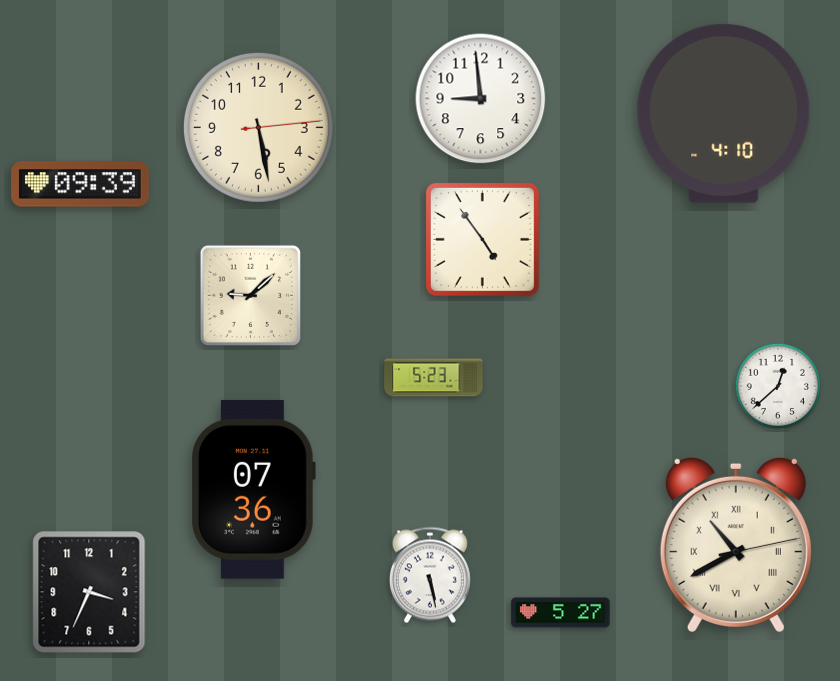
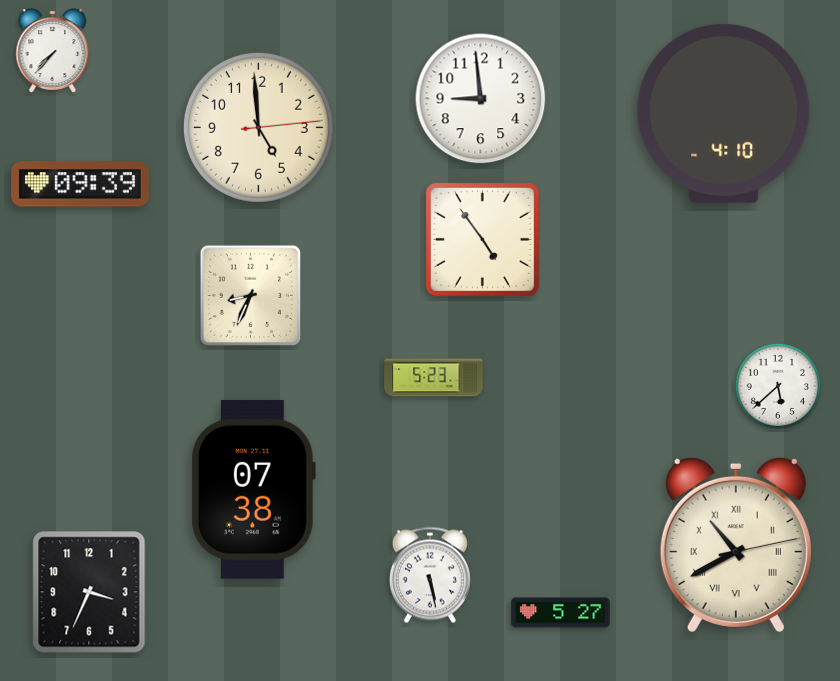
clock at (53, 50): none -> 7:37
clock at (258, 127): 5:28 -> 4:59
clock at (250, 295): 9:08 -> 8:34
clock at (778, 386): 12:38 -> 5:38
clock at (253, 489): 07:36 -> 07:38
